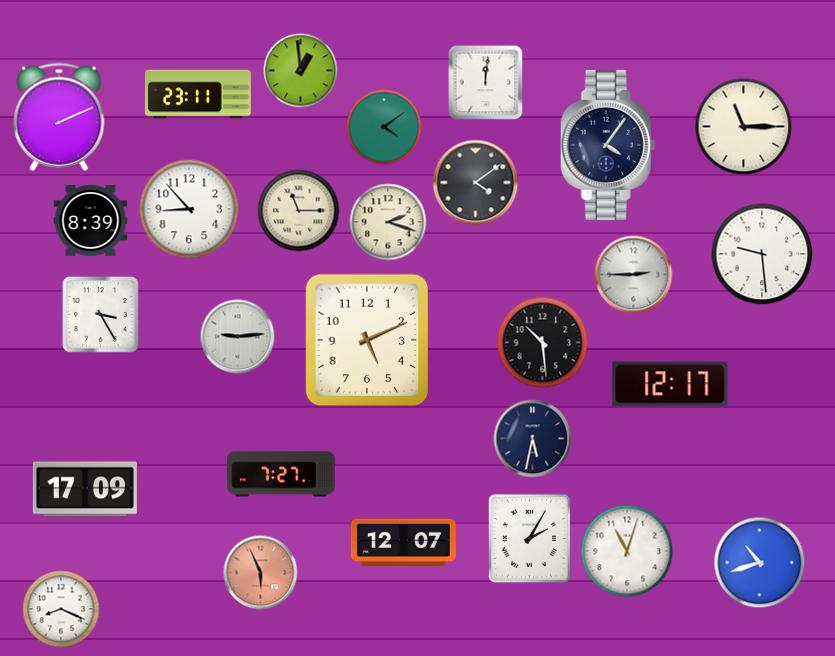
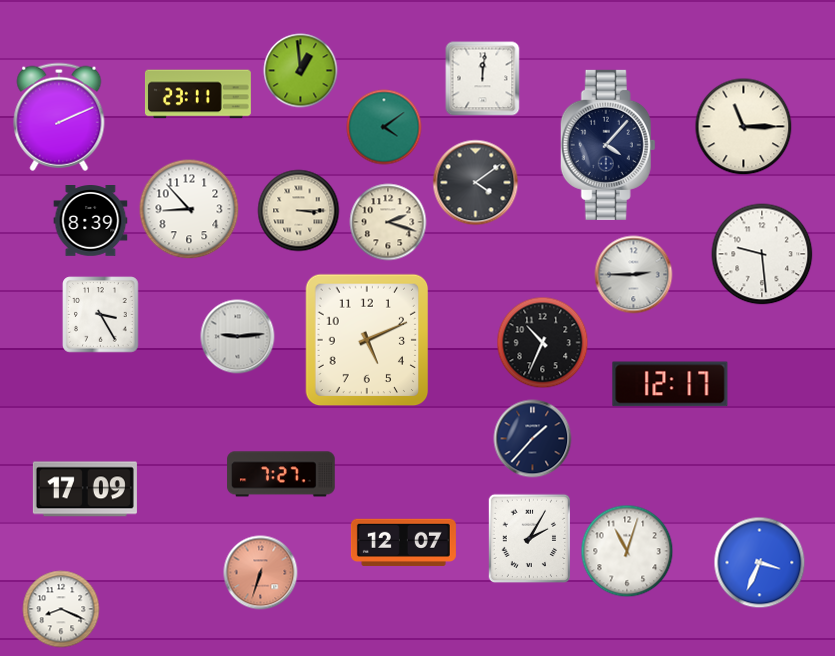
clock at (486, 83) position: (486, 83) -> (483, 79)
clock at (608, 145): 4:06 -> 4:07
clock at (299, 211): 11:15 -> 3:15
clock at (543, 343): 10:29 -> 10:34
clock at (533, 439): 5:32 -> 1:37
clock at (760, 563): 10:42 -> 3:34
clock at (261, 573): 5:56 -> 6:33
